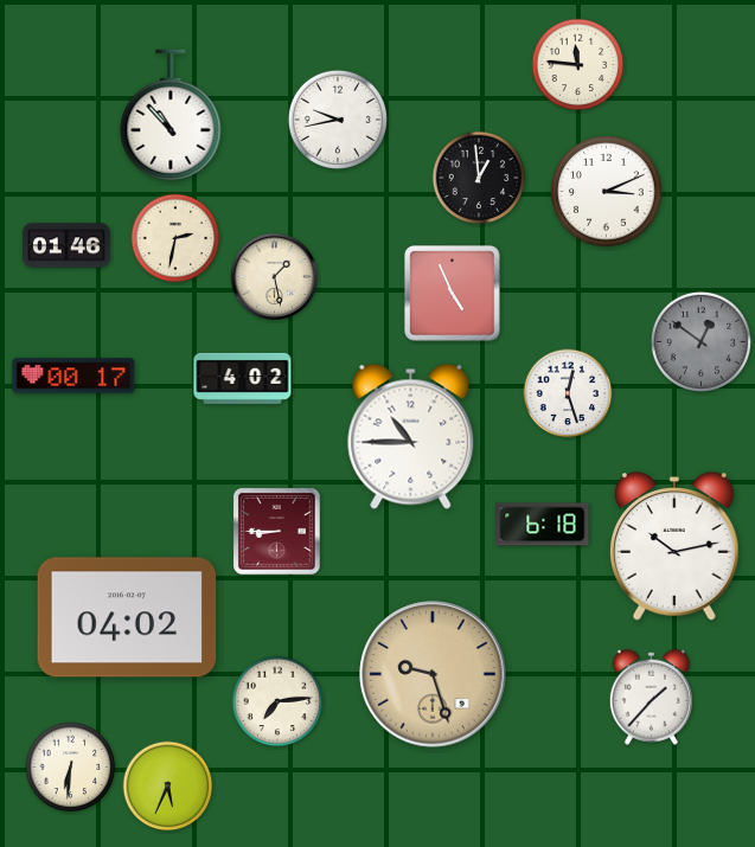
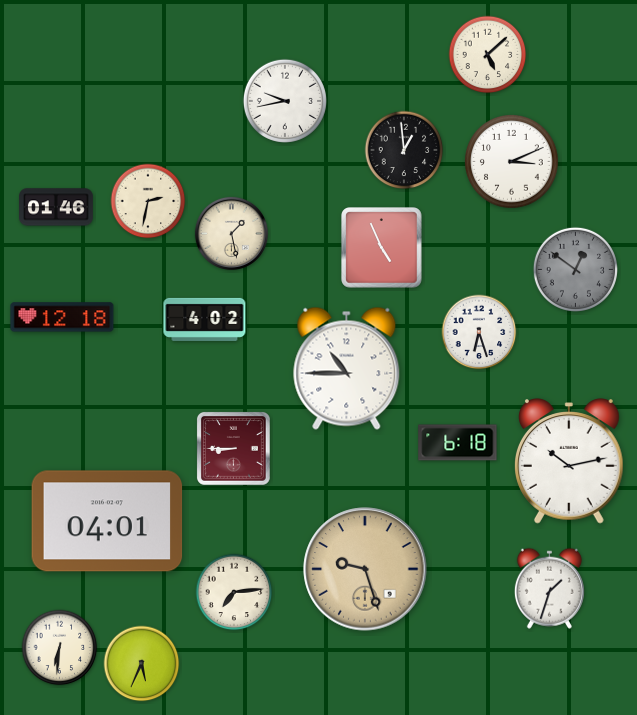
clock at (578, 65): 11:46 -> 5:08
clock at (171, 115): 10:53 -> none
clock at (700, 341) position: (700, 341) -> (575, 269)
clock at (73, 376): 00:17 -> 12:18
clock at (568, 393): 12:27 -> 6:27
clock at (127, 617): 04:02 -> 04:01
clock at (651, 697): 1:37 -> 1:33
